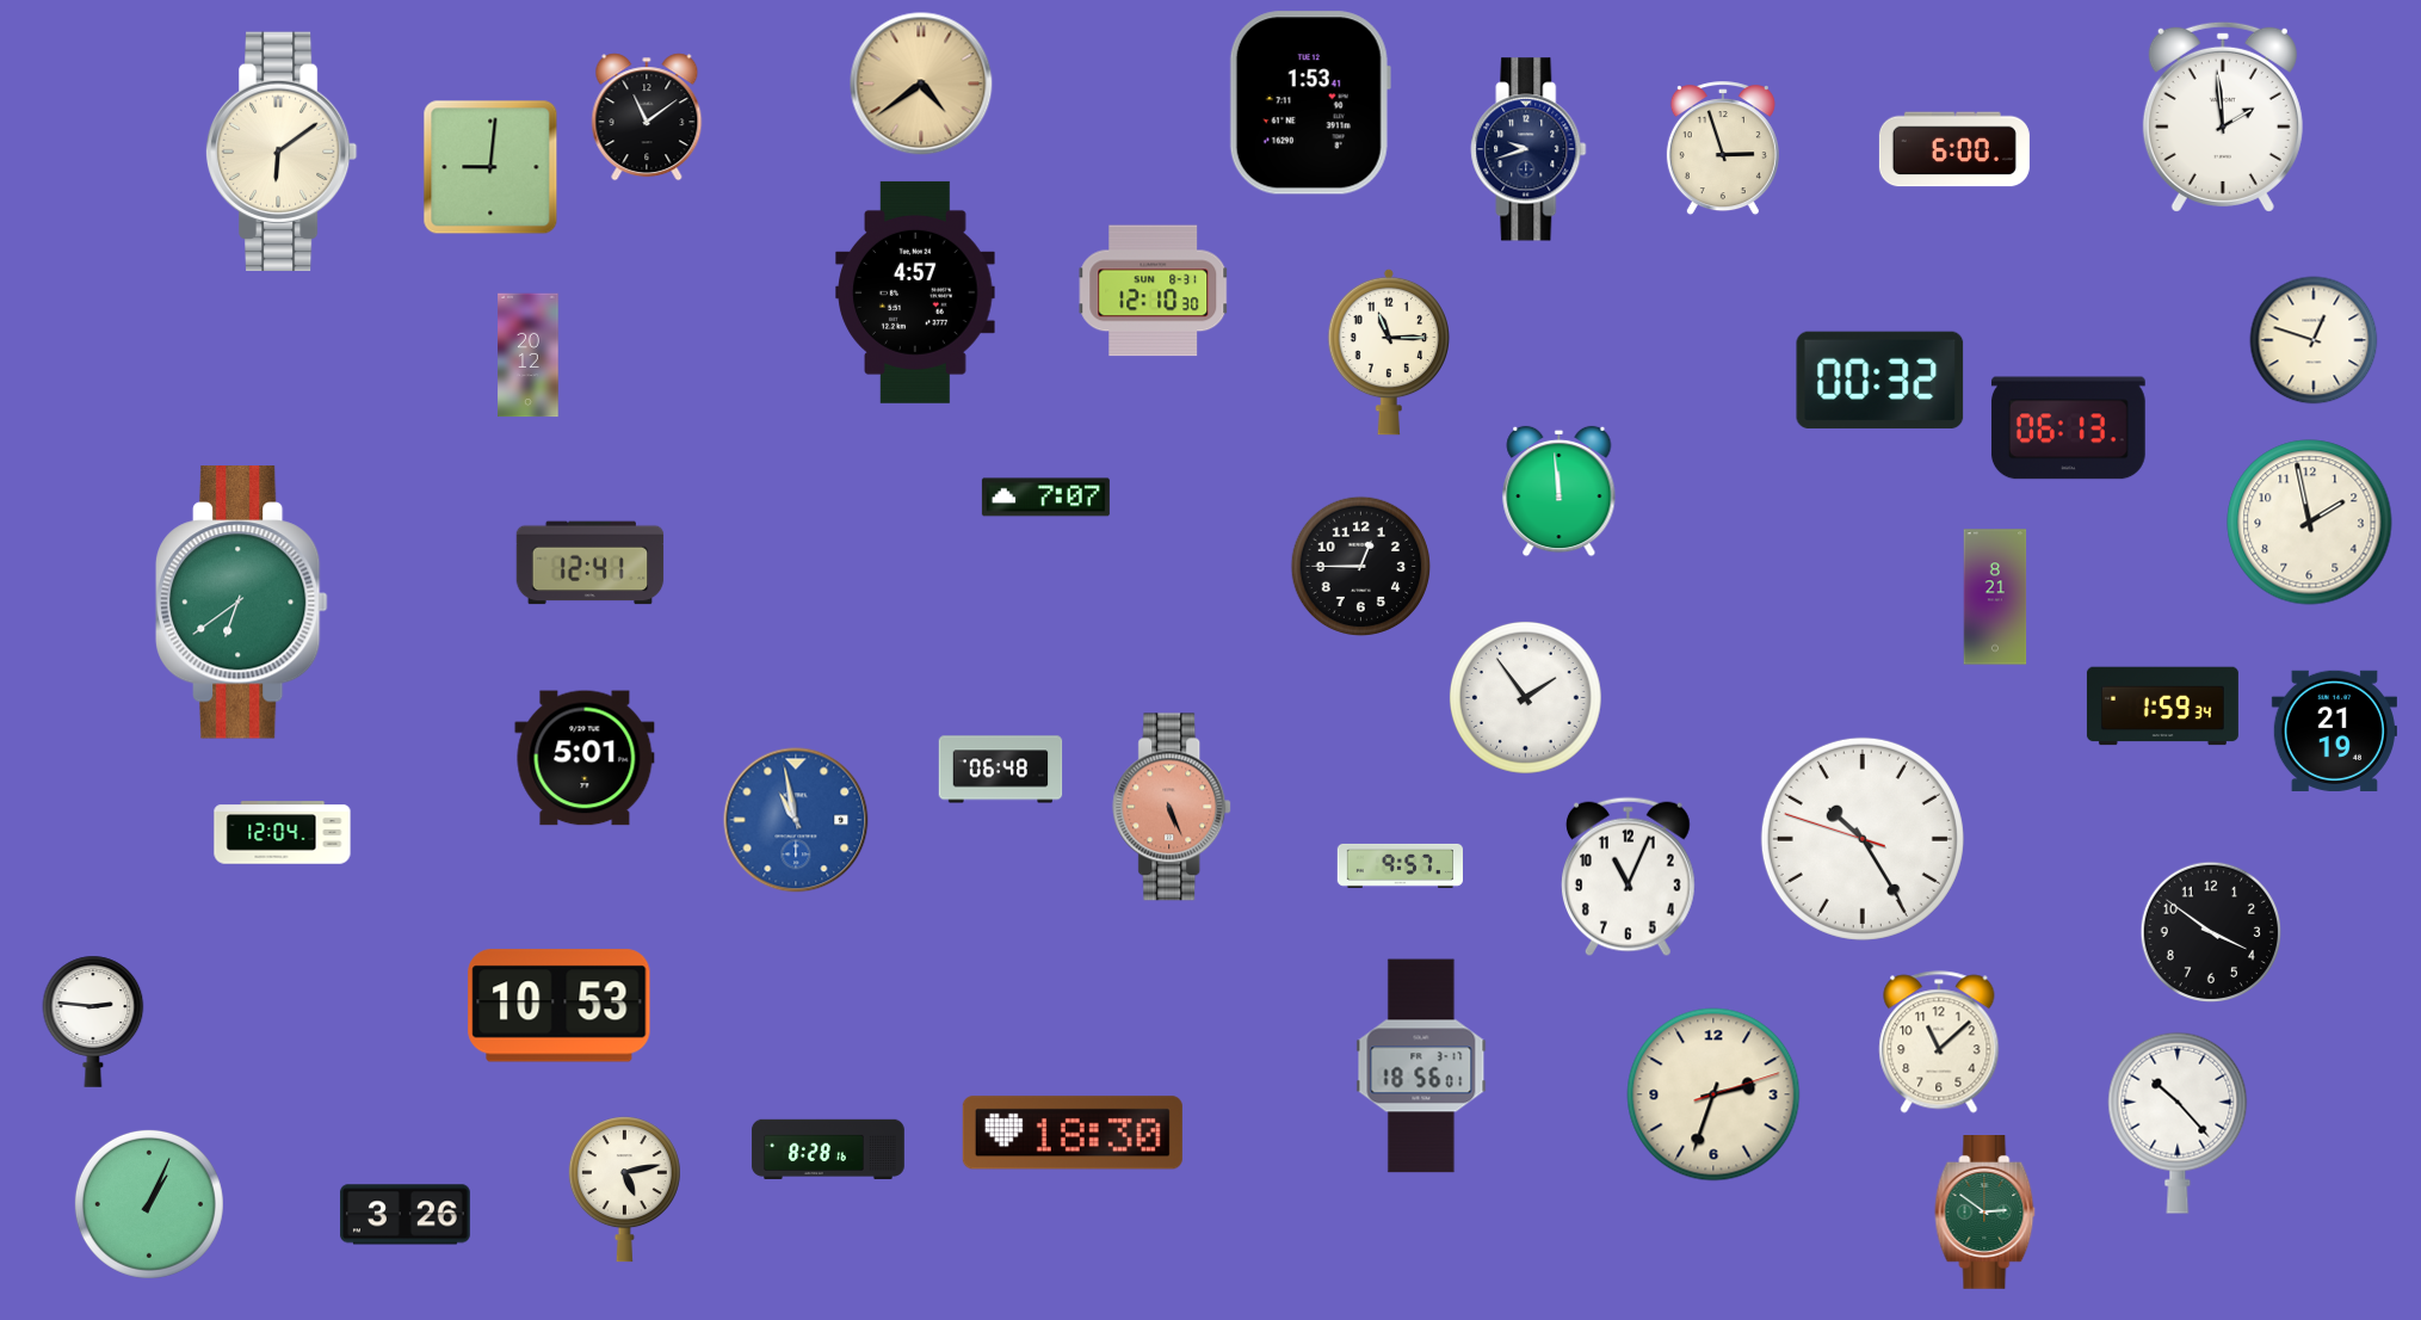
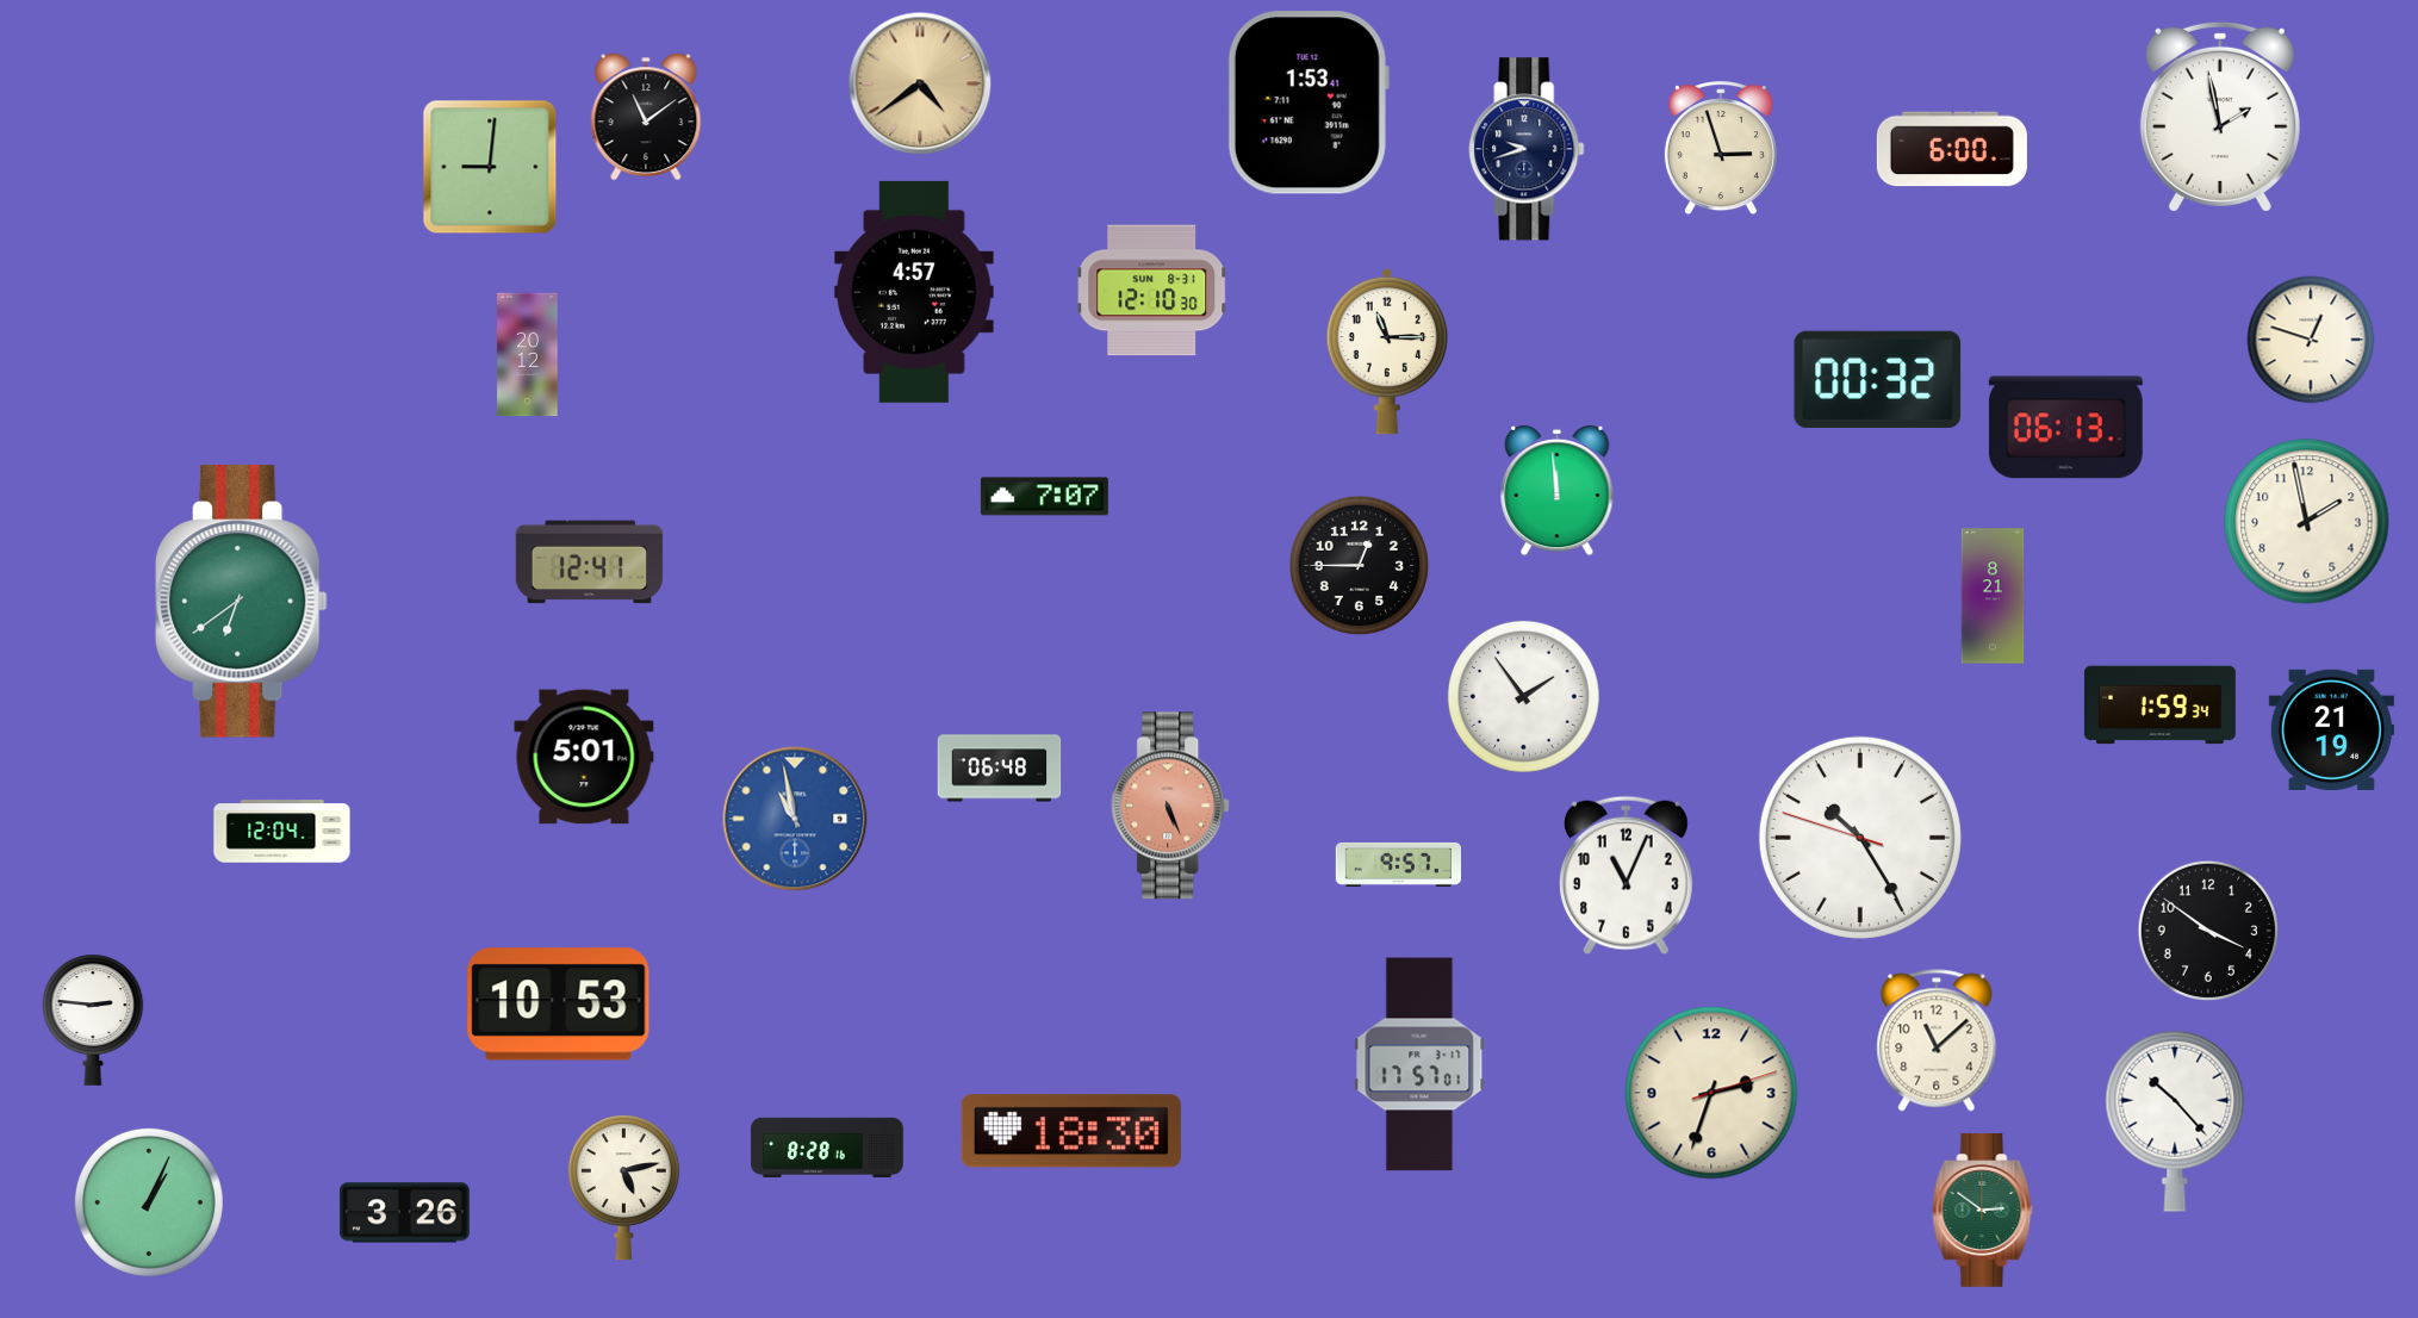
clock at (2223, 117): 1:59 -> 1:58
clock at (282, 150): 6:09 -> none
clock at (1421, 1066): 18:56 -> 17:57
